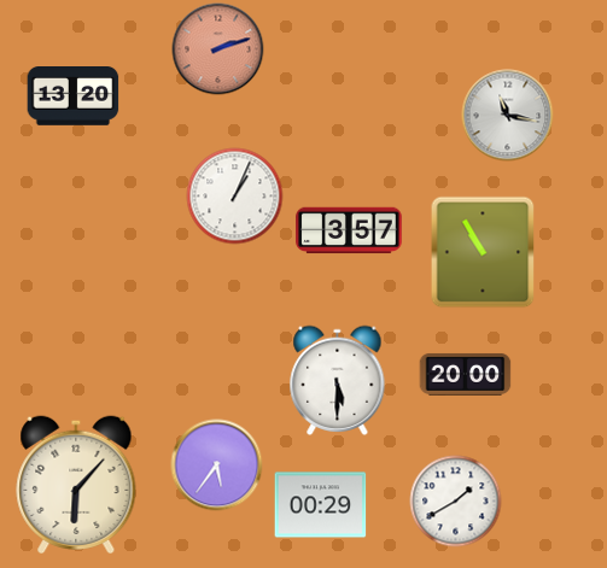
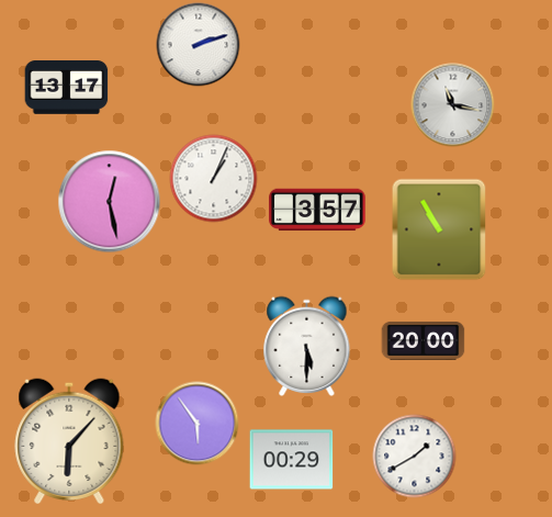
clock at (218, 49) dial: salmon -> white
clock at (74, 96): 13:20 -> 13:17
clock at (508, 116) position: (508, 116) -> (453, 105)
clock at (110, 202): none -> 12:28
clock at (217, 465): 5:36 -> 5:54
